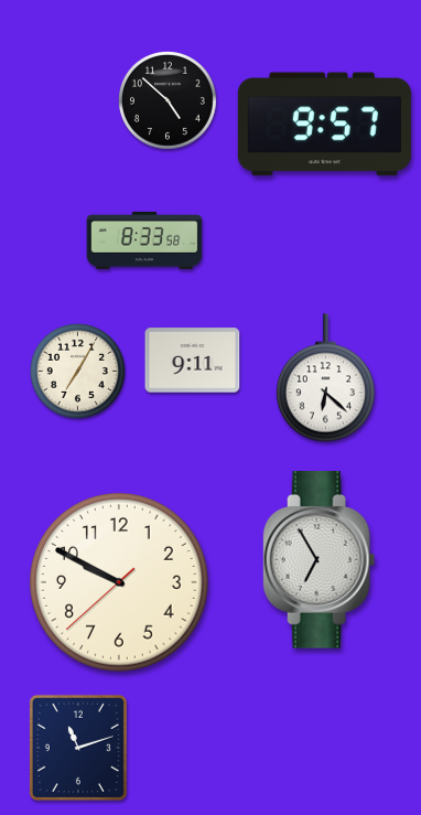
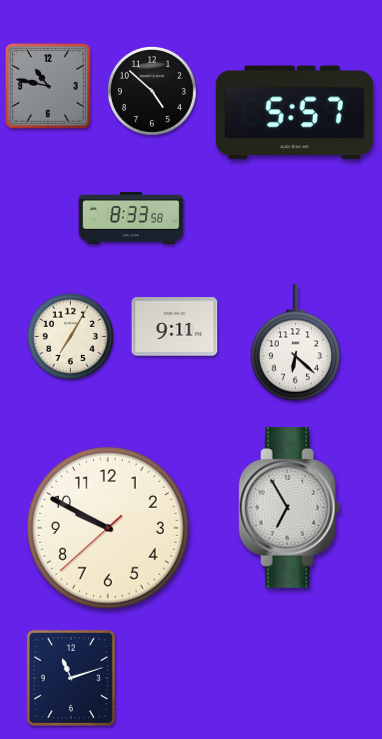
clock at (48, 86): none -> 10:47
clock at (324, 125): 9:57 -> 5:57
